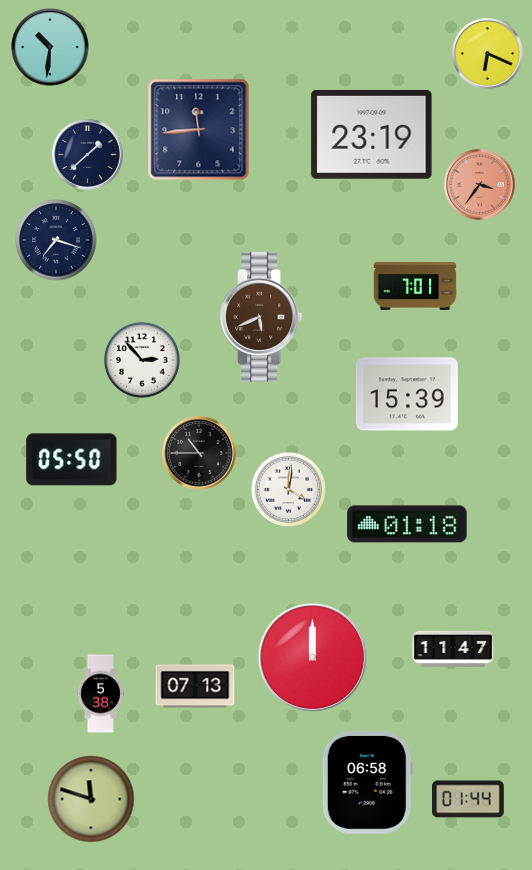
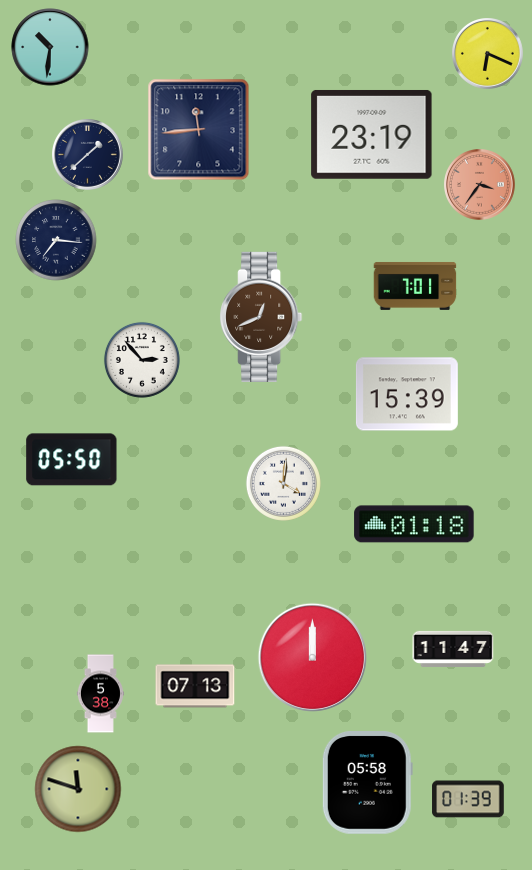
clock at (56, 240): 7:18 -> 7:16
clock at (261, 317): 5:41 -> 12:41
clock at (199, 453): 10:45 -> none
clock at (288, 489) position: (288, 489) -> (283, 483)
clock at (407, 524) position: (407, 524) -> (414, 524)
clock at (367, 783): 06:58 -> 05:58
clock at (91, 799) position: (91, 799) -> (78, 789)
clock at (468, 799): 01:44 -> 01:39
